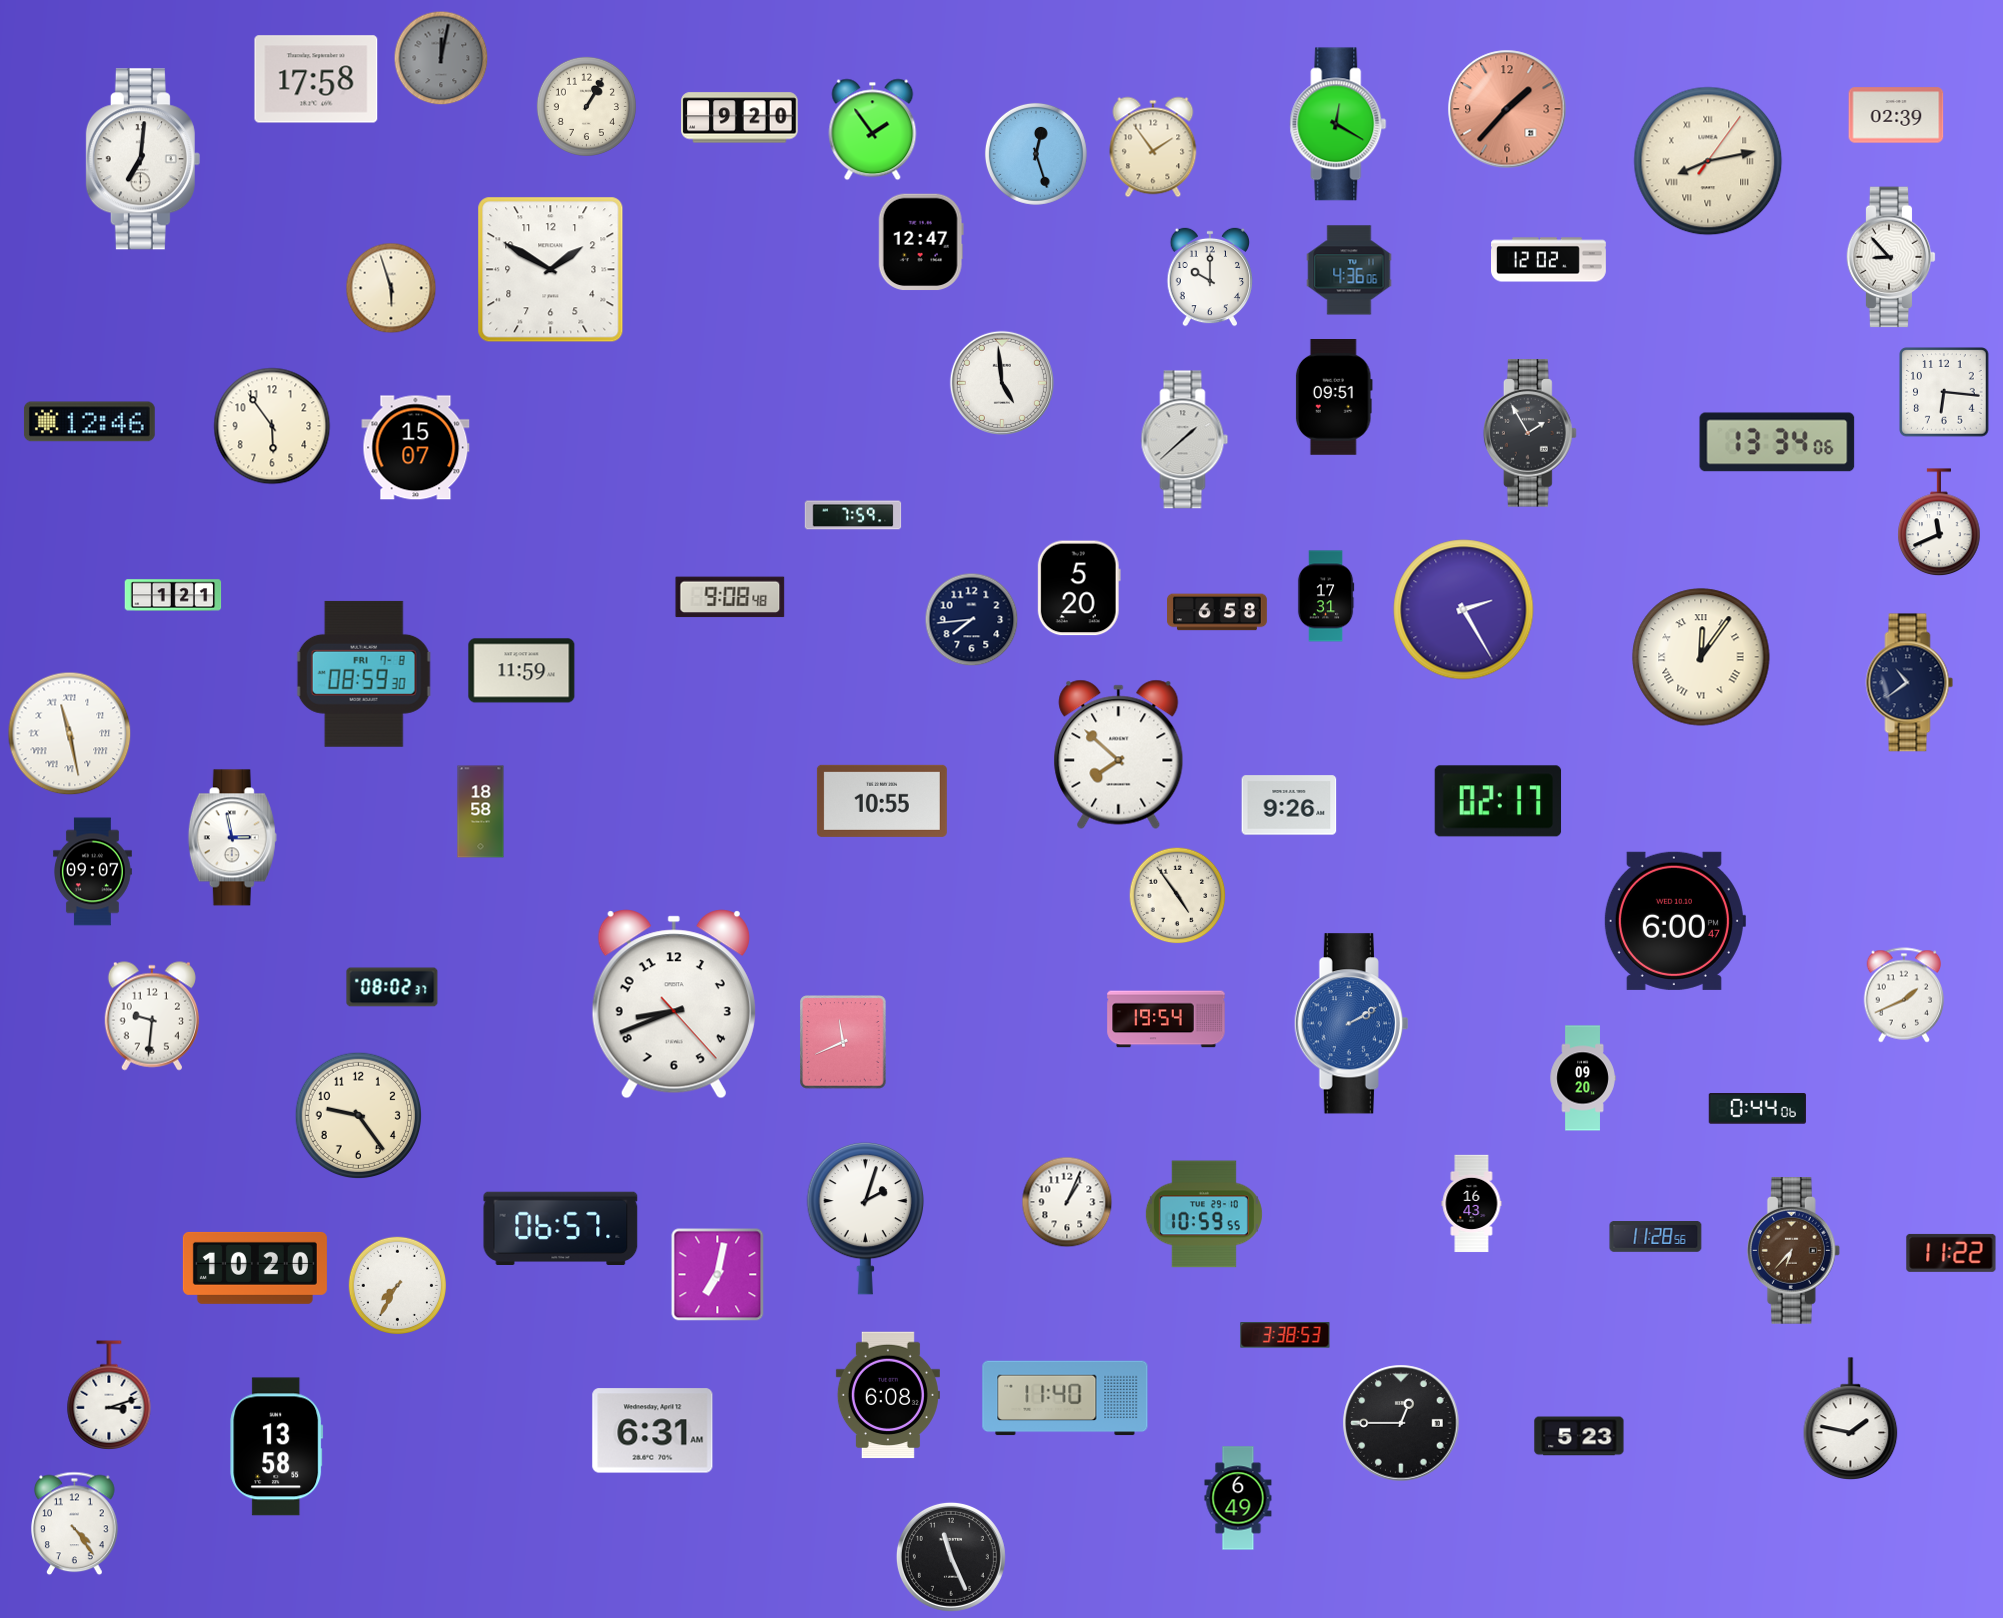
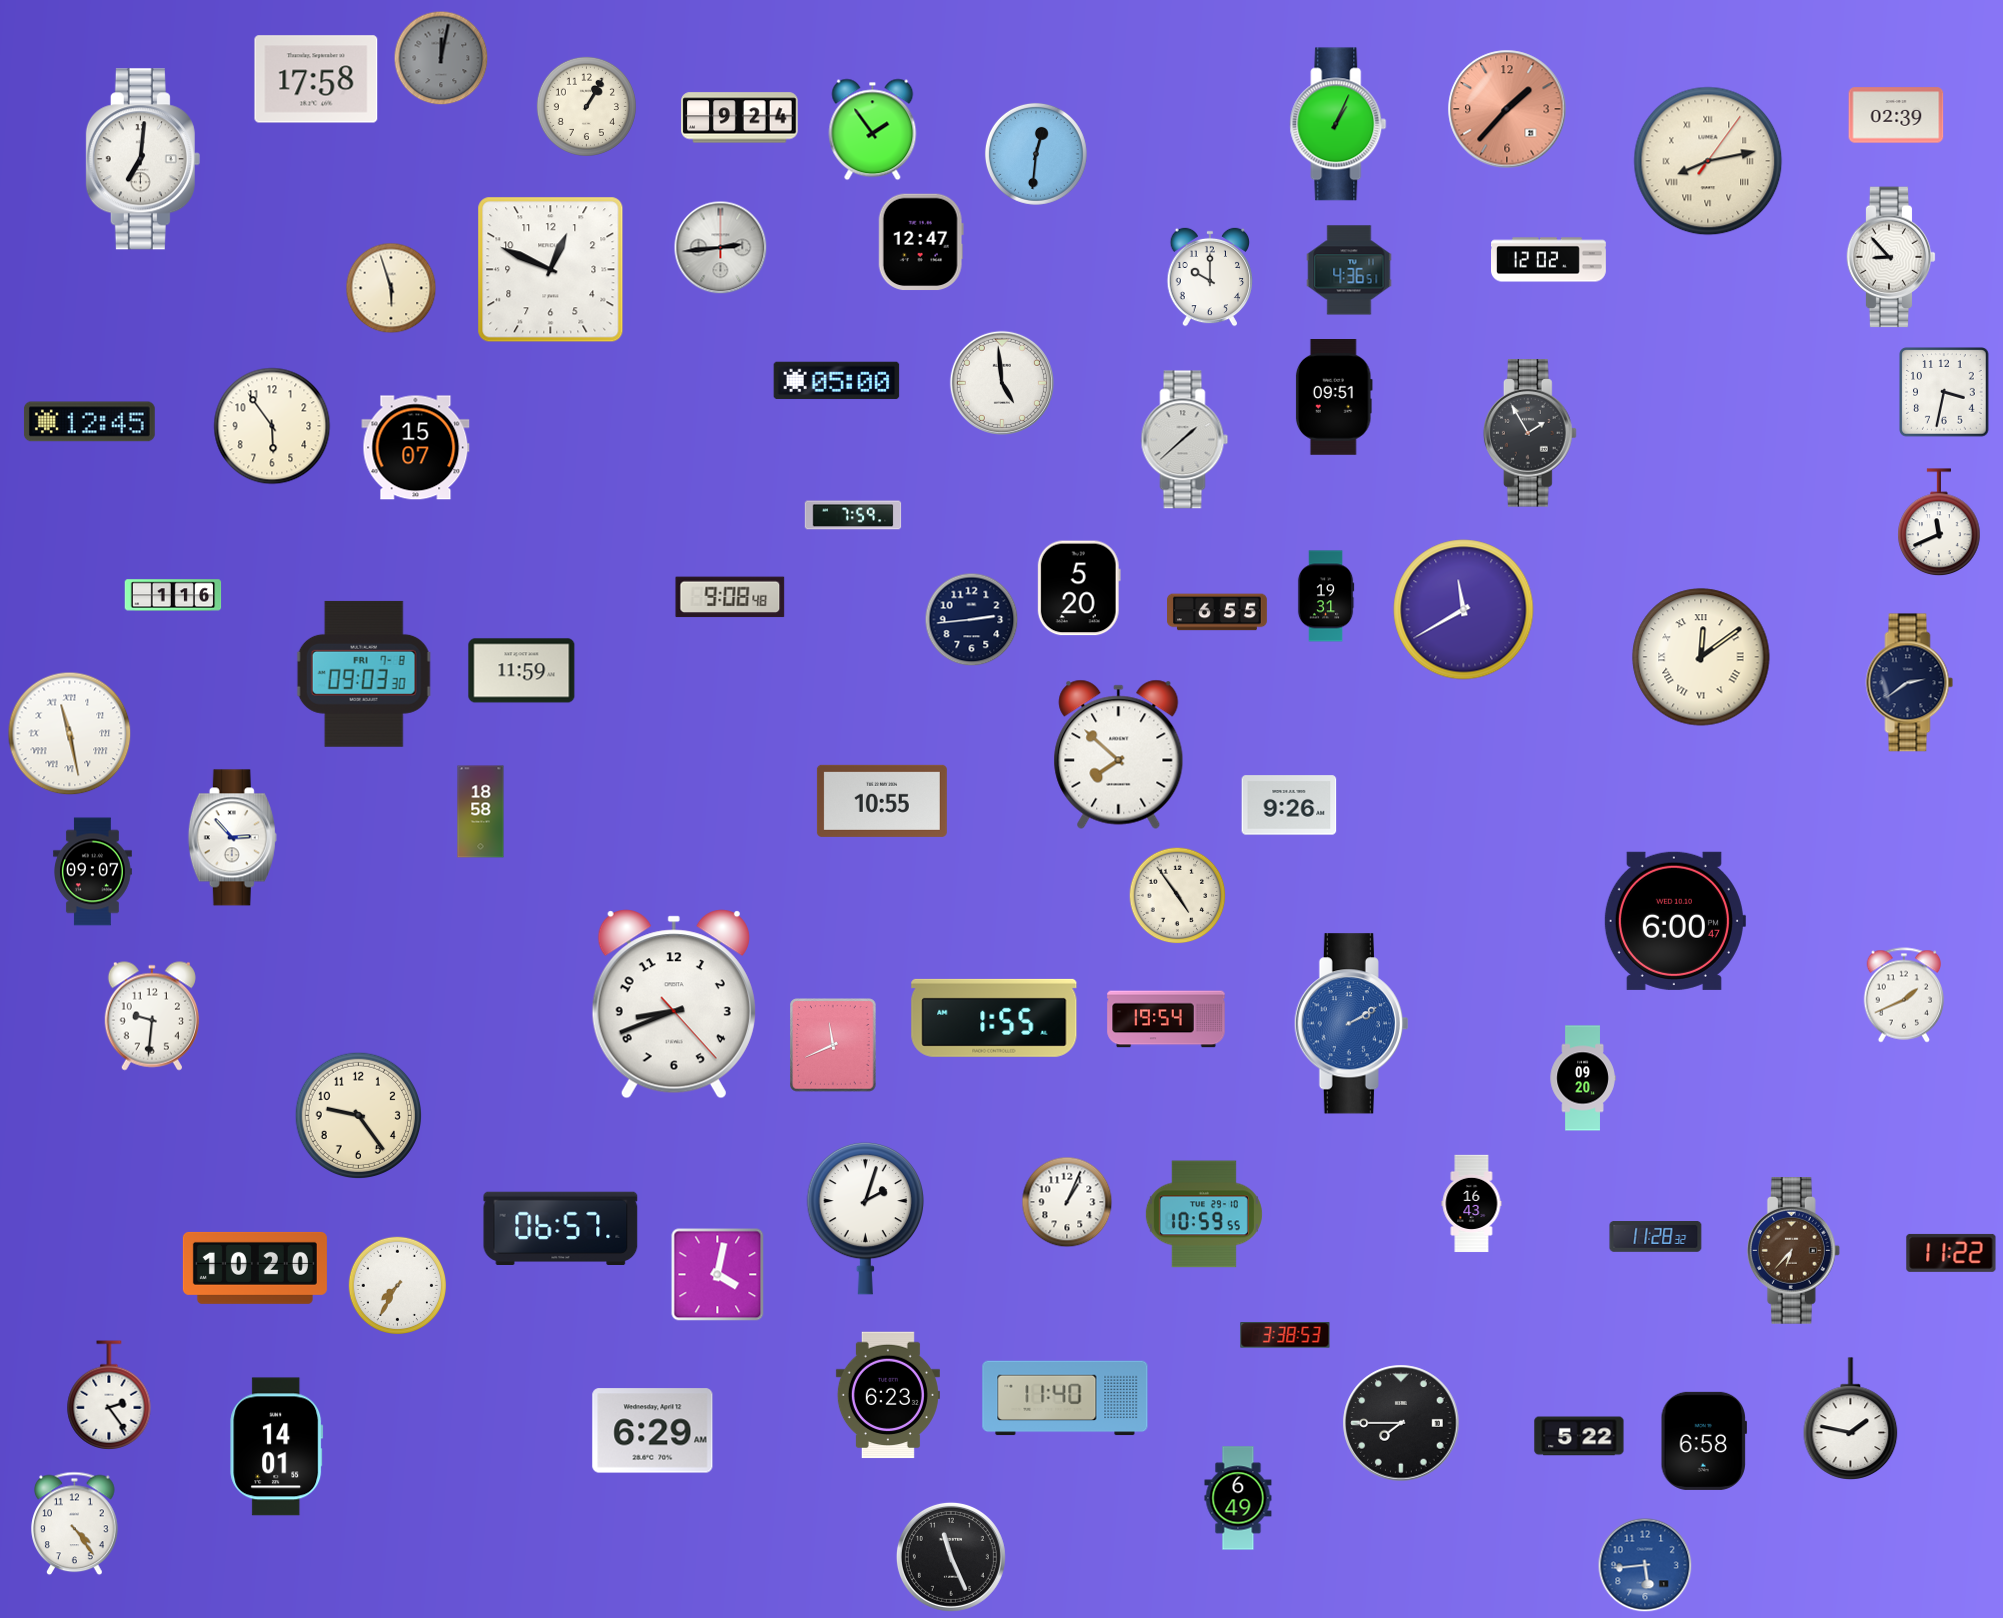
clock at (740, 118): 9:20 -> 9:24
clock at (1338, 124): 12:20 -> 1:04
clock at (1153, 147): 1:54 -> none
clock at (1036, 154): 12:27 -> 12:31
clock at (721, 248): none -> 2:44
clock at (551, 270): 1:50 -> 12:49
clock at (1349, 270): 4:36:06 -> 4:36:51
clock at (837, 381): none -> 05:00
clock at (1944, 392): 6:16 -> 3:32
clock at (89, 422): 12:46 -> 12:45
clock at (1777, 442): 13:34 -> none
clock at (173, 595): 1:21 -> 1:16
clock at (1326, 596): 17:31 -> 19:31
clock at (1464, 610): 2:25 -> 11:40
clock at (1218, 612): 6:58 -> 6:55
clock at (972, 620): 7:44 -> 2:44
clock at (1701, 657): 12:06 -> 12:09
clock at (364, 674): 08:59 -> 09:03
clock at (1910, 683): 10:39 -> 2:39
clock at (1498, 801): 02:17 -> none
clock at (232, 838): 2:58 -> 2:53
clock at (392, 987): 08:02 -> none
clock at (994, 1018): none -> 1:55
clock at (843, 1042) position: (843, 1042) -> (833, 1045)
clock at (1757, 1109): 0:44 -> none
clock at (1656, 1237): 11:28:56 -> 11:28:32
clock at (718, 1275): 7:02 -> 4:02
clock at (109, 1395): 3:12 -> 2:24
clock at (888, 1395): 6:08 -> 6:23
clock at (1401, 1423): 12:45 -> 7:45
clock at (653, 1431): 6:31 -> 6:29
clock at (1579, 1436): 5:23 -> 5:22
clock at (1703, 1441): none -> 6:58
clock at (277, 1447): 13:58 -> 14:01
clock at (1645, 1565): none -> 5:44
